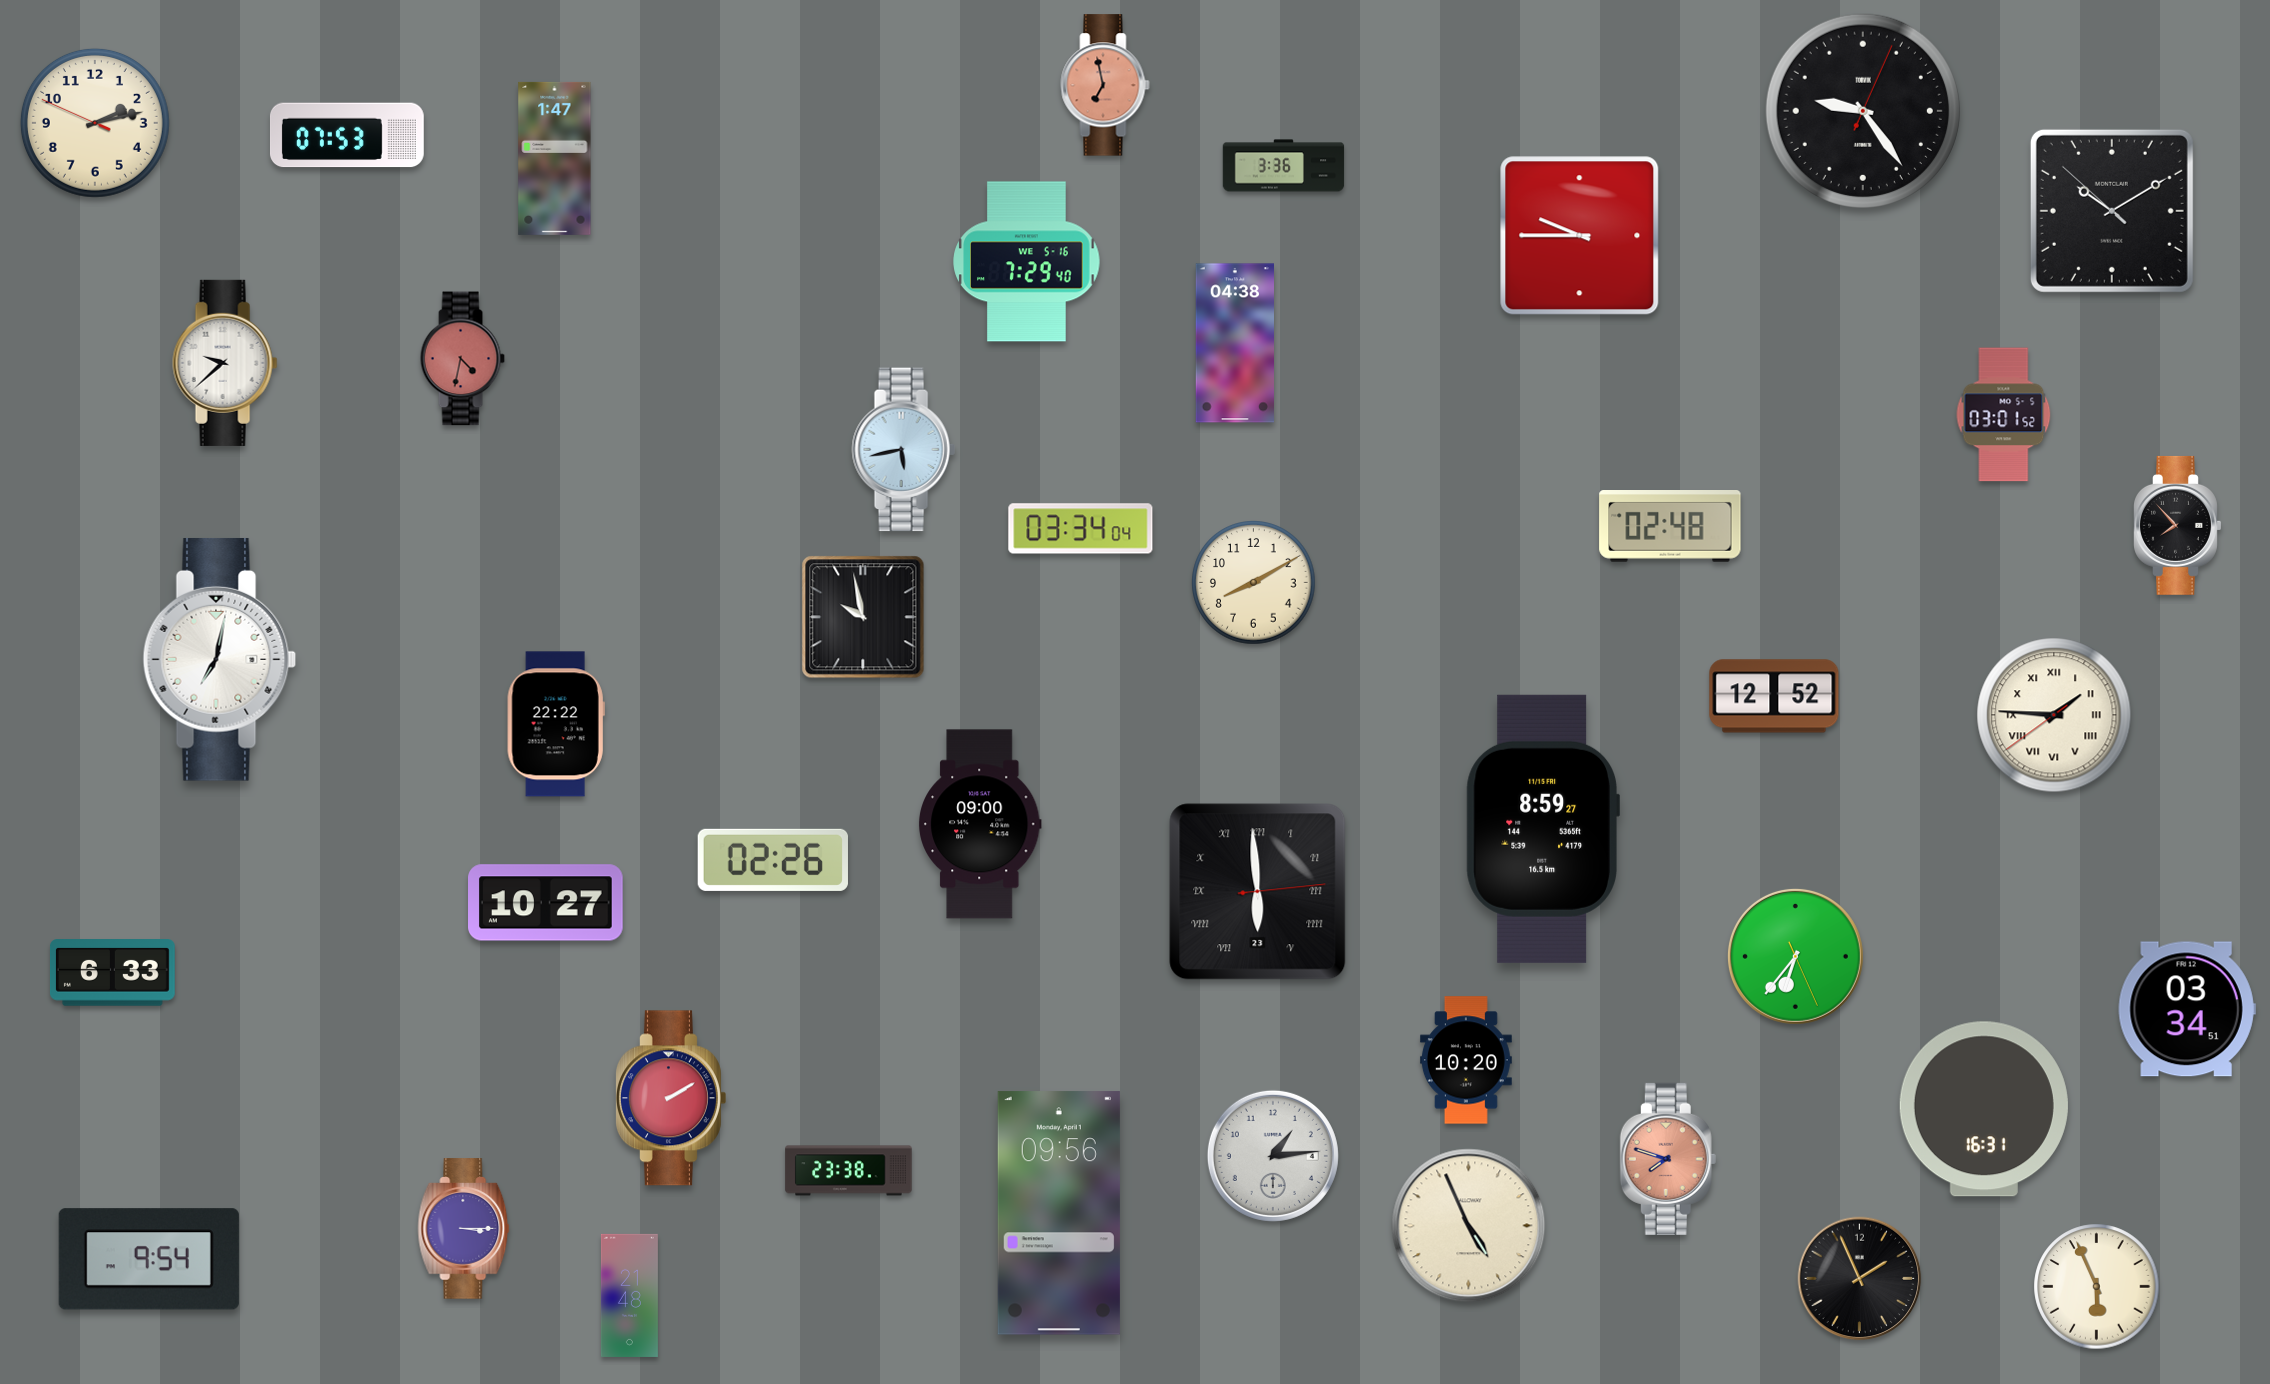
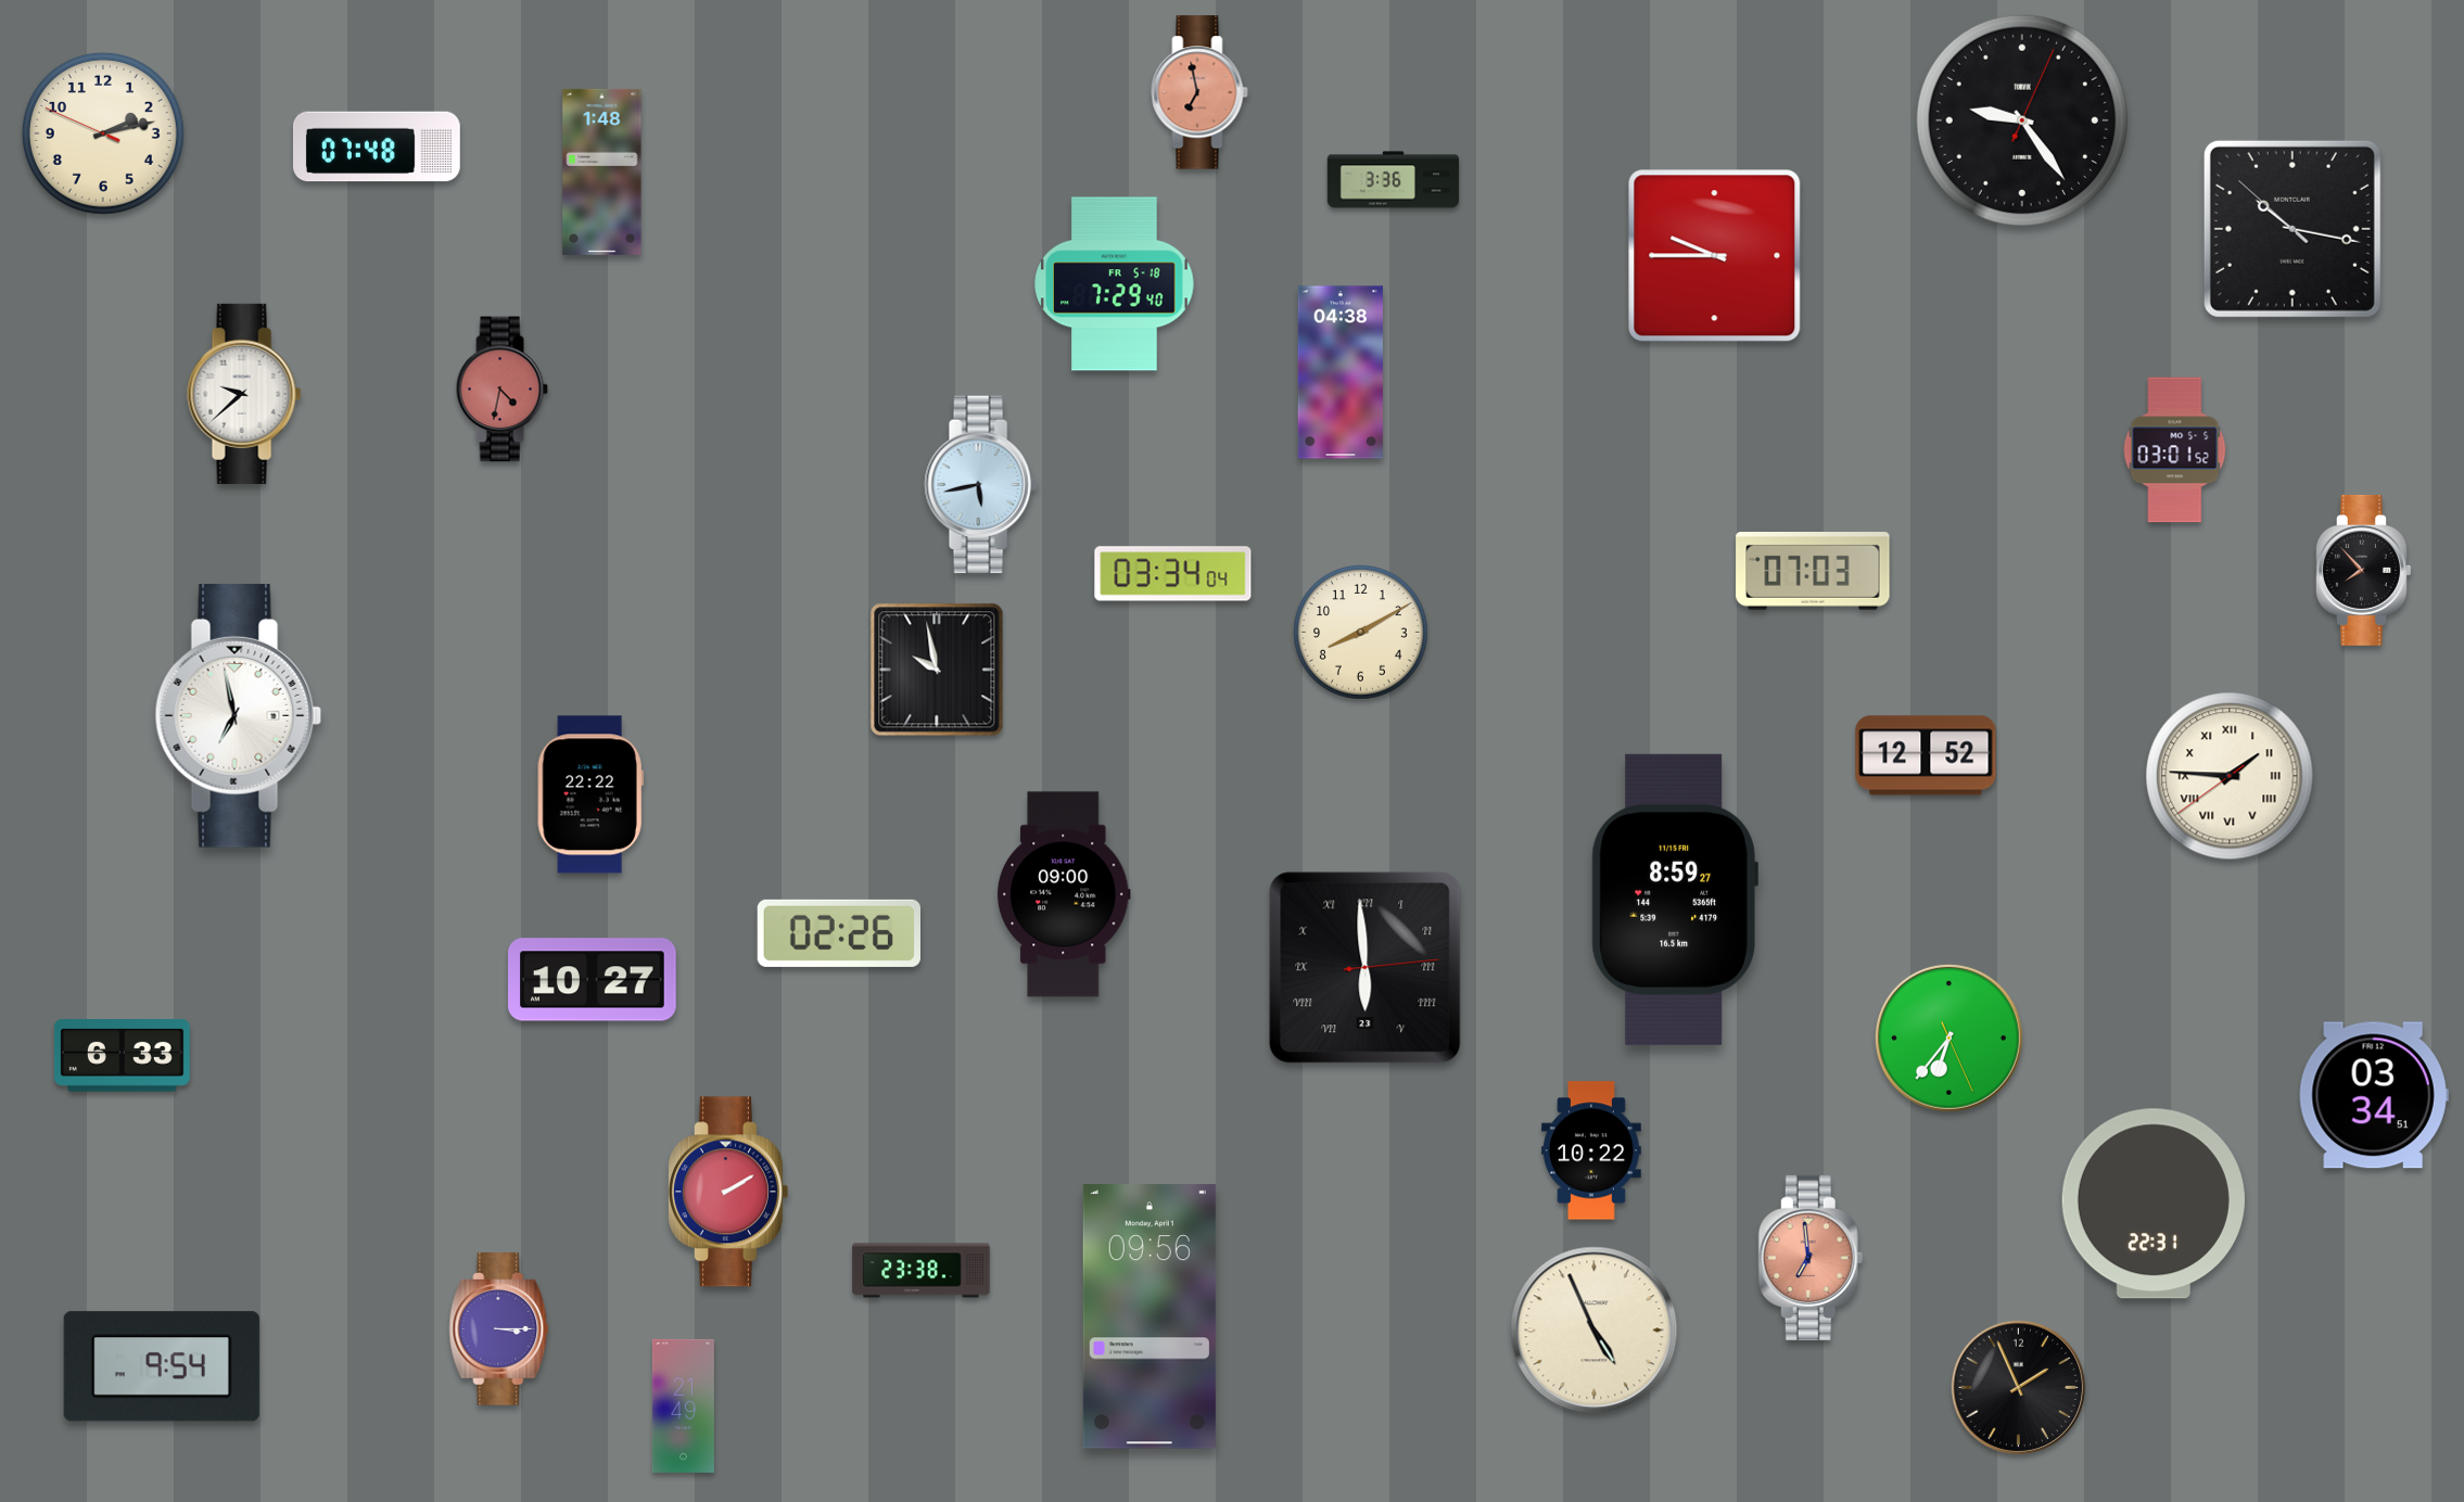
clock at (347, 135): 07:53 -> 07:48
clock at (555, 158): 1:47 -> 1:48
clock at (2112, 211): 10:09 -> 10:16
clock at (1027, 262) date: WE 5-16 -> FR 5-18
clock at (903, 450) position: (903, 450) -> (980, 485)
clock at (1670, 527): 02:48 -> 07:03
clock at (220, 659): 7:02 -> 6:58
clock at (556, 724) position: (556, 724) -> (590, 794)
clock at (1466, 1060): 10:20 -> 10:22
clock at (1984, 1109): 16:31 -> 22:31
clock at (1273, 1156): 1:14 -> none
clock at (1668, 1159): 7:48 -> 6:59
clock at (464, 1229) position: (464, 1229) -> (499, 1329)
clock at (2097, 1287): 5:56 -> none
clock at (629, 1295): 21:48 -> 21:49
